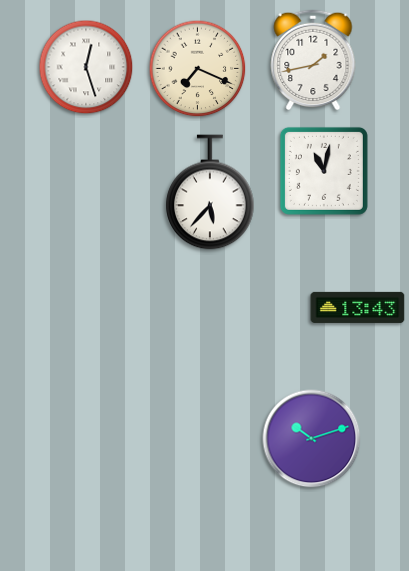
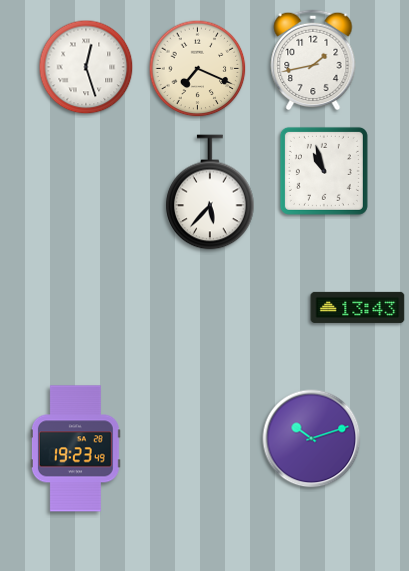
clock at (324, 171): 11:02 -> 10:57
clock at (75, 449): none -> 19:23
